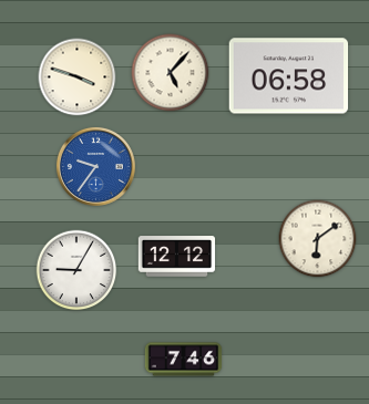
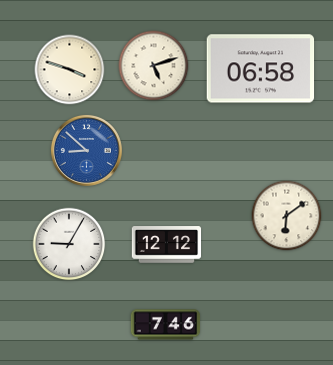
clock at (171, 73): 5:07 -> 5:12
clock at (95, 166): 9:36 -> 8:52
clock at (177, 257) position: (177, 257) -> (167, 245)
